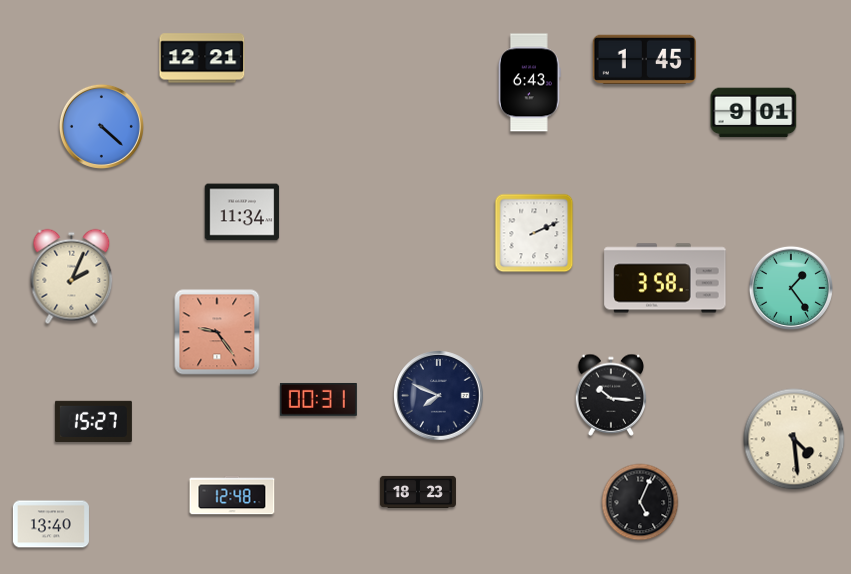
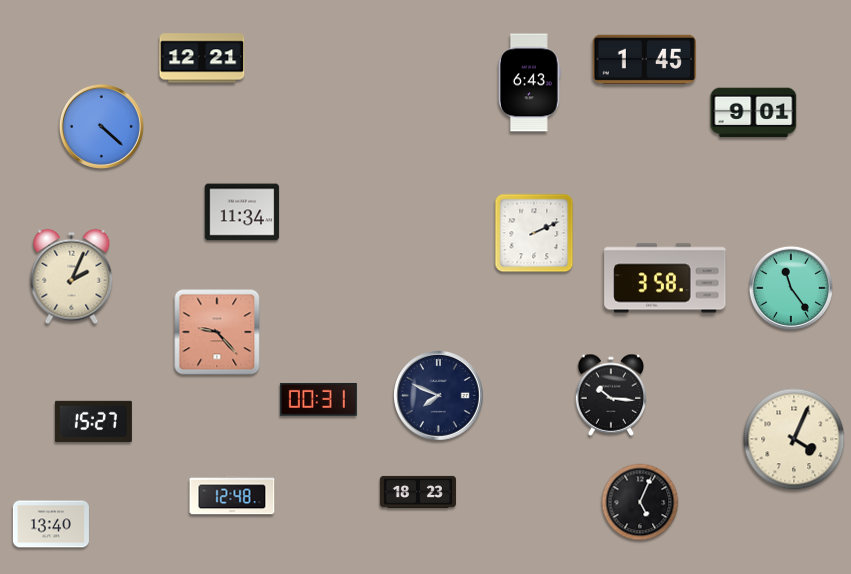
clock at (791, 288): 1:24 -> 11:24
clock at (217, 332): 9:24 -> 9:23
clock at (794, 439): 4:29 -> 4:04
